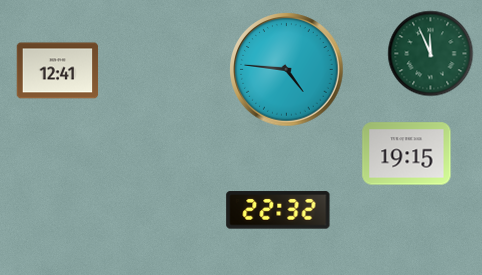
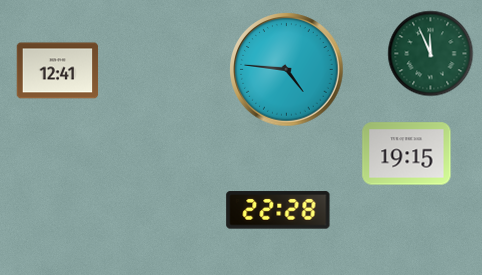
clock at (278, 210): 22:32 -> 22:28
